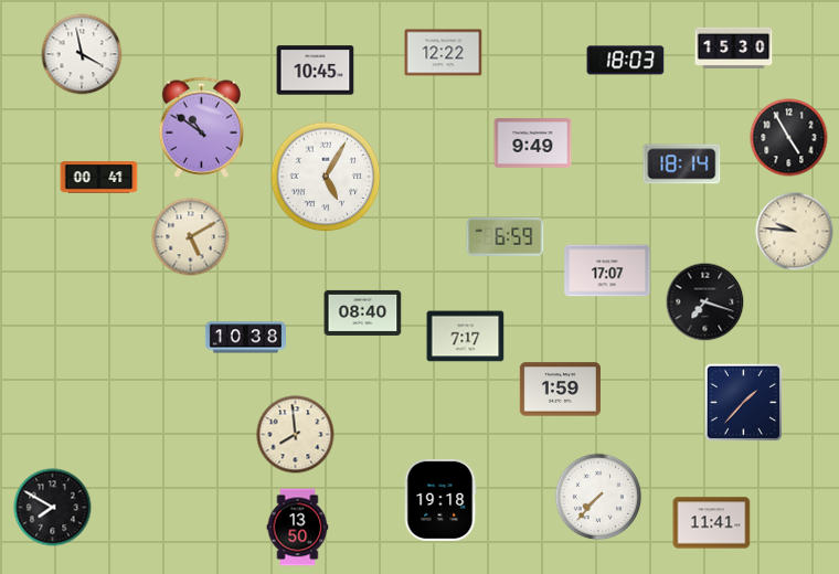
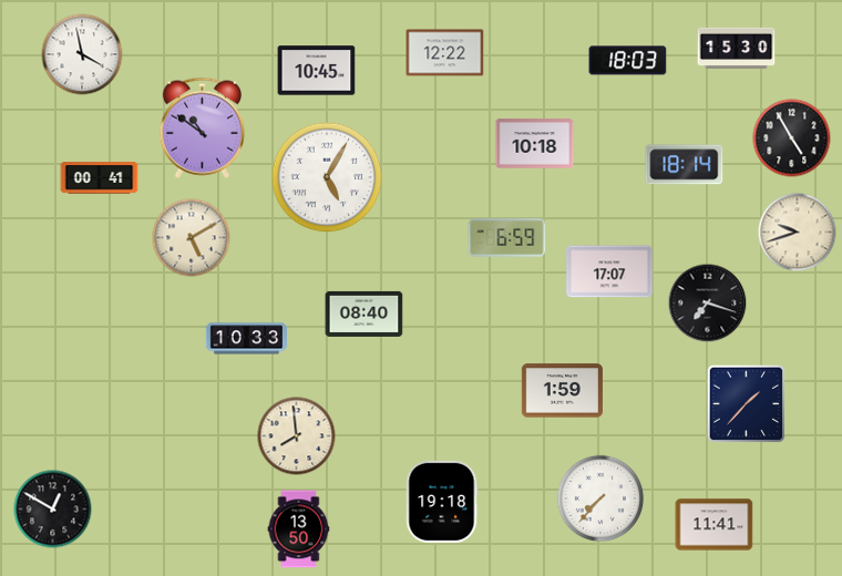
clock at (533, 143): 9:49 -> 10:18
clock at (795, 232): 9:46 -> 9:42
clock at (466, 337): 7:17 -> none
clock at (245, 338): 10:38 -> 10:33
clock at (53, 508): 7:50 -> 12:50
